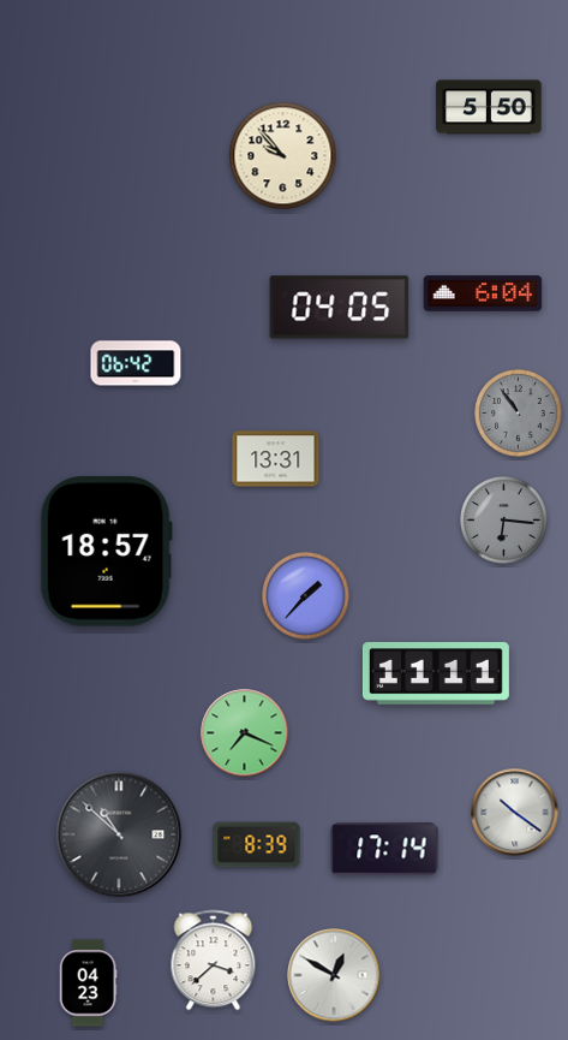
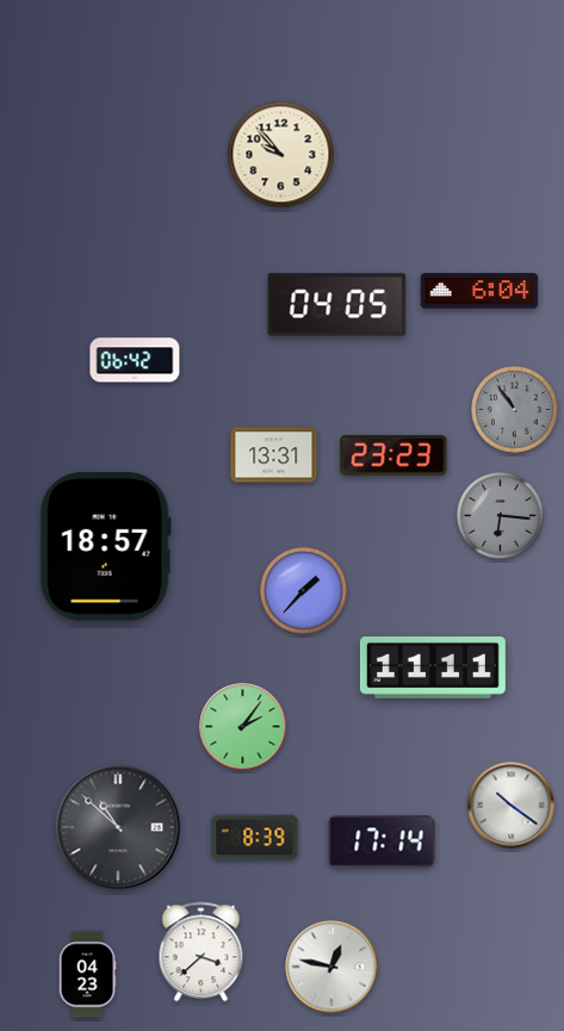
clock at (489, 107): 5:50 -> none
clock at (393, 455): none -> 23:23
clock at (245, 733): 7:19 -> 2:06
clock at (214, 961) position: (214, 961) -> (202, 952)
clock at (334, 975): 12:50 -> 12:47
